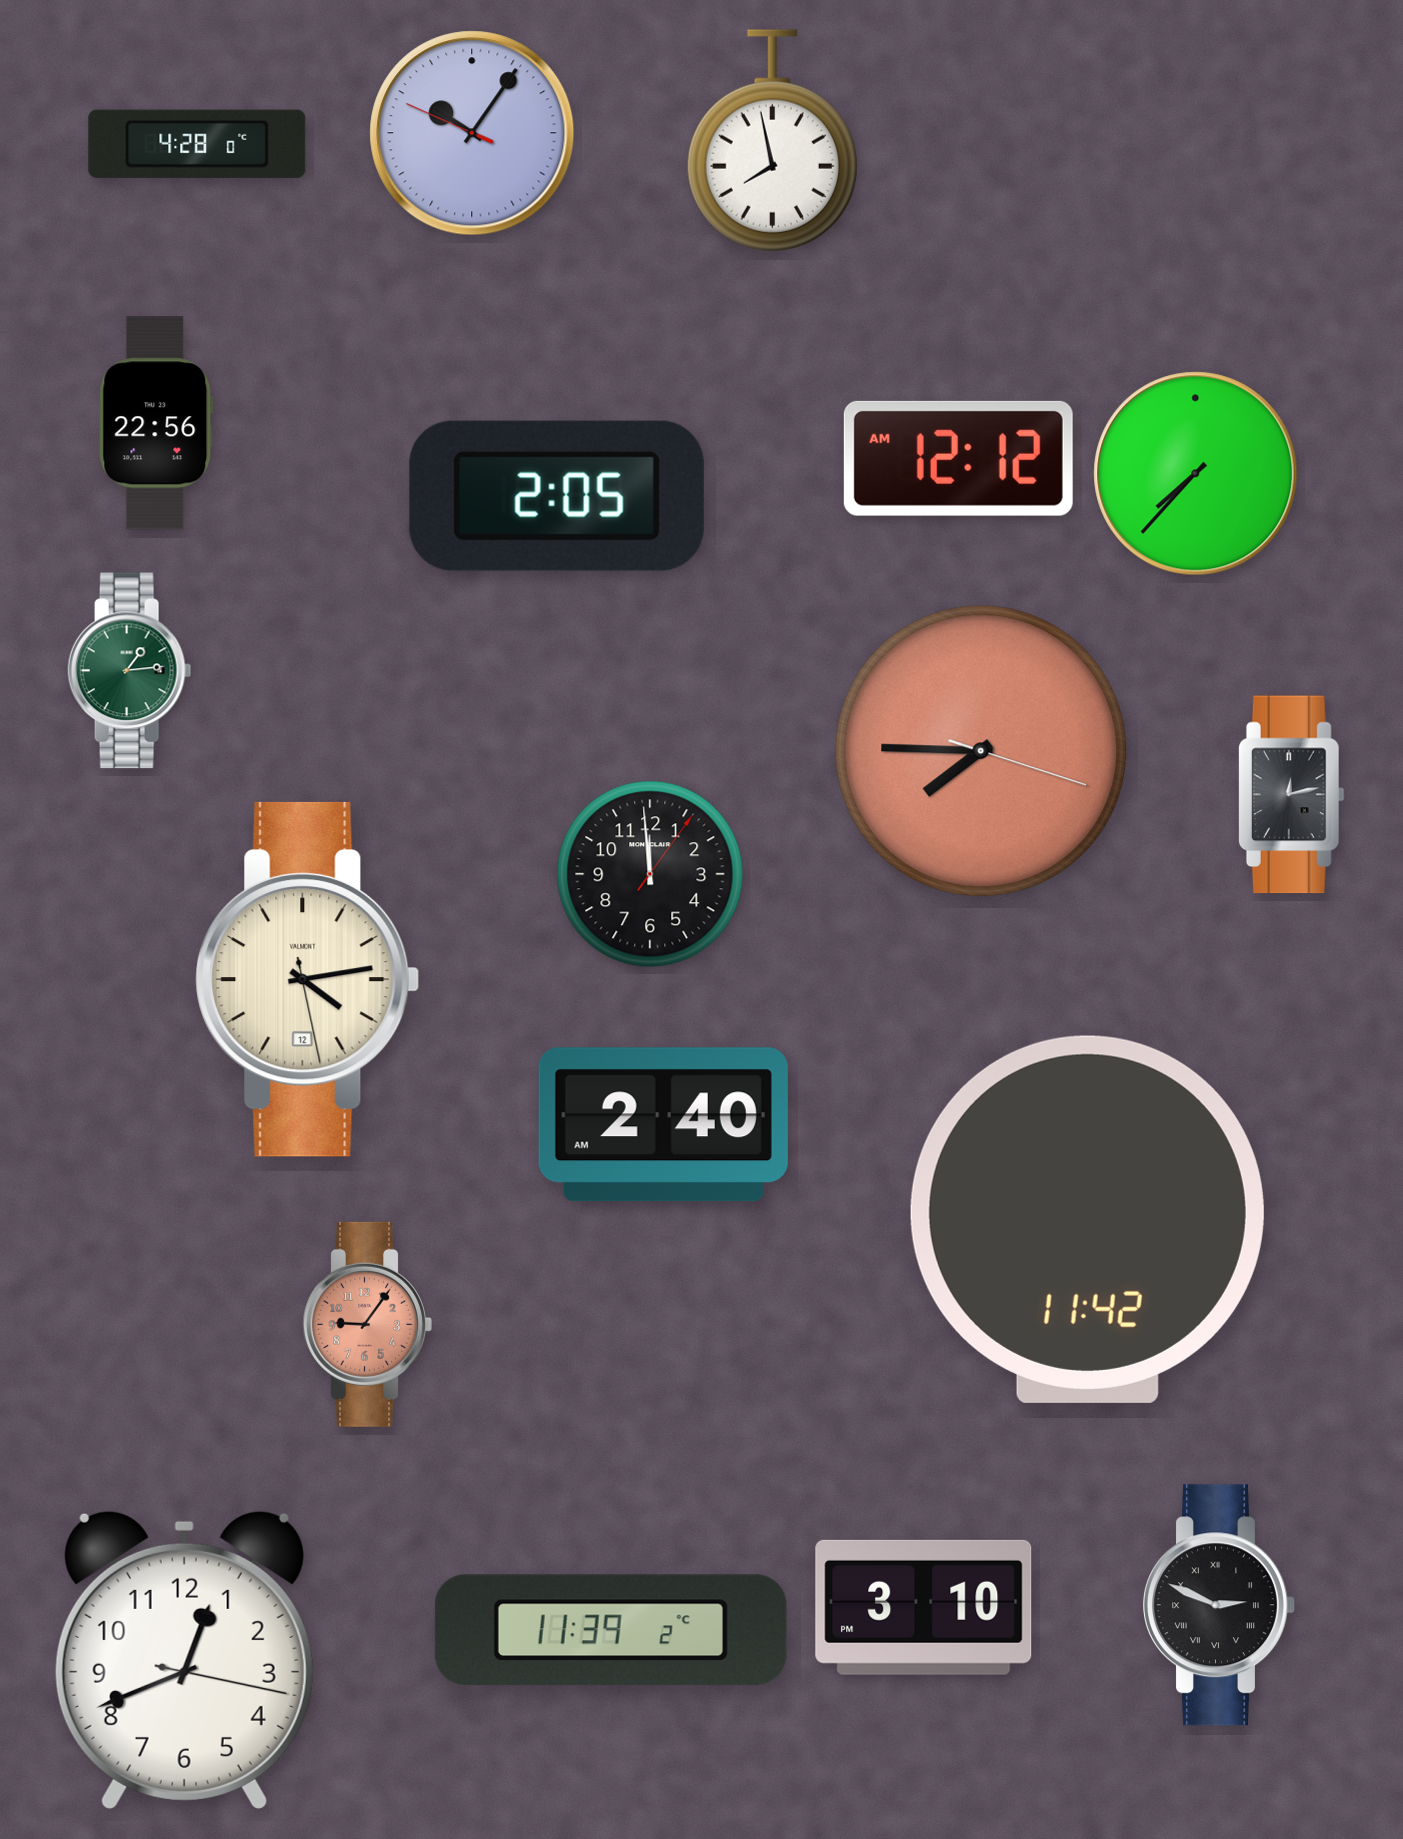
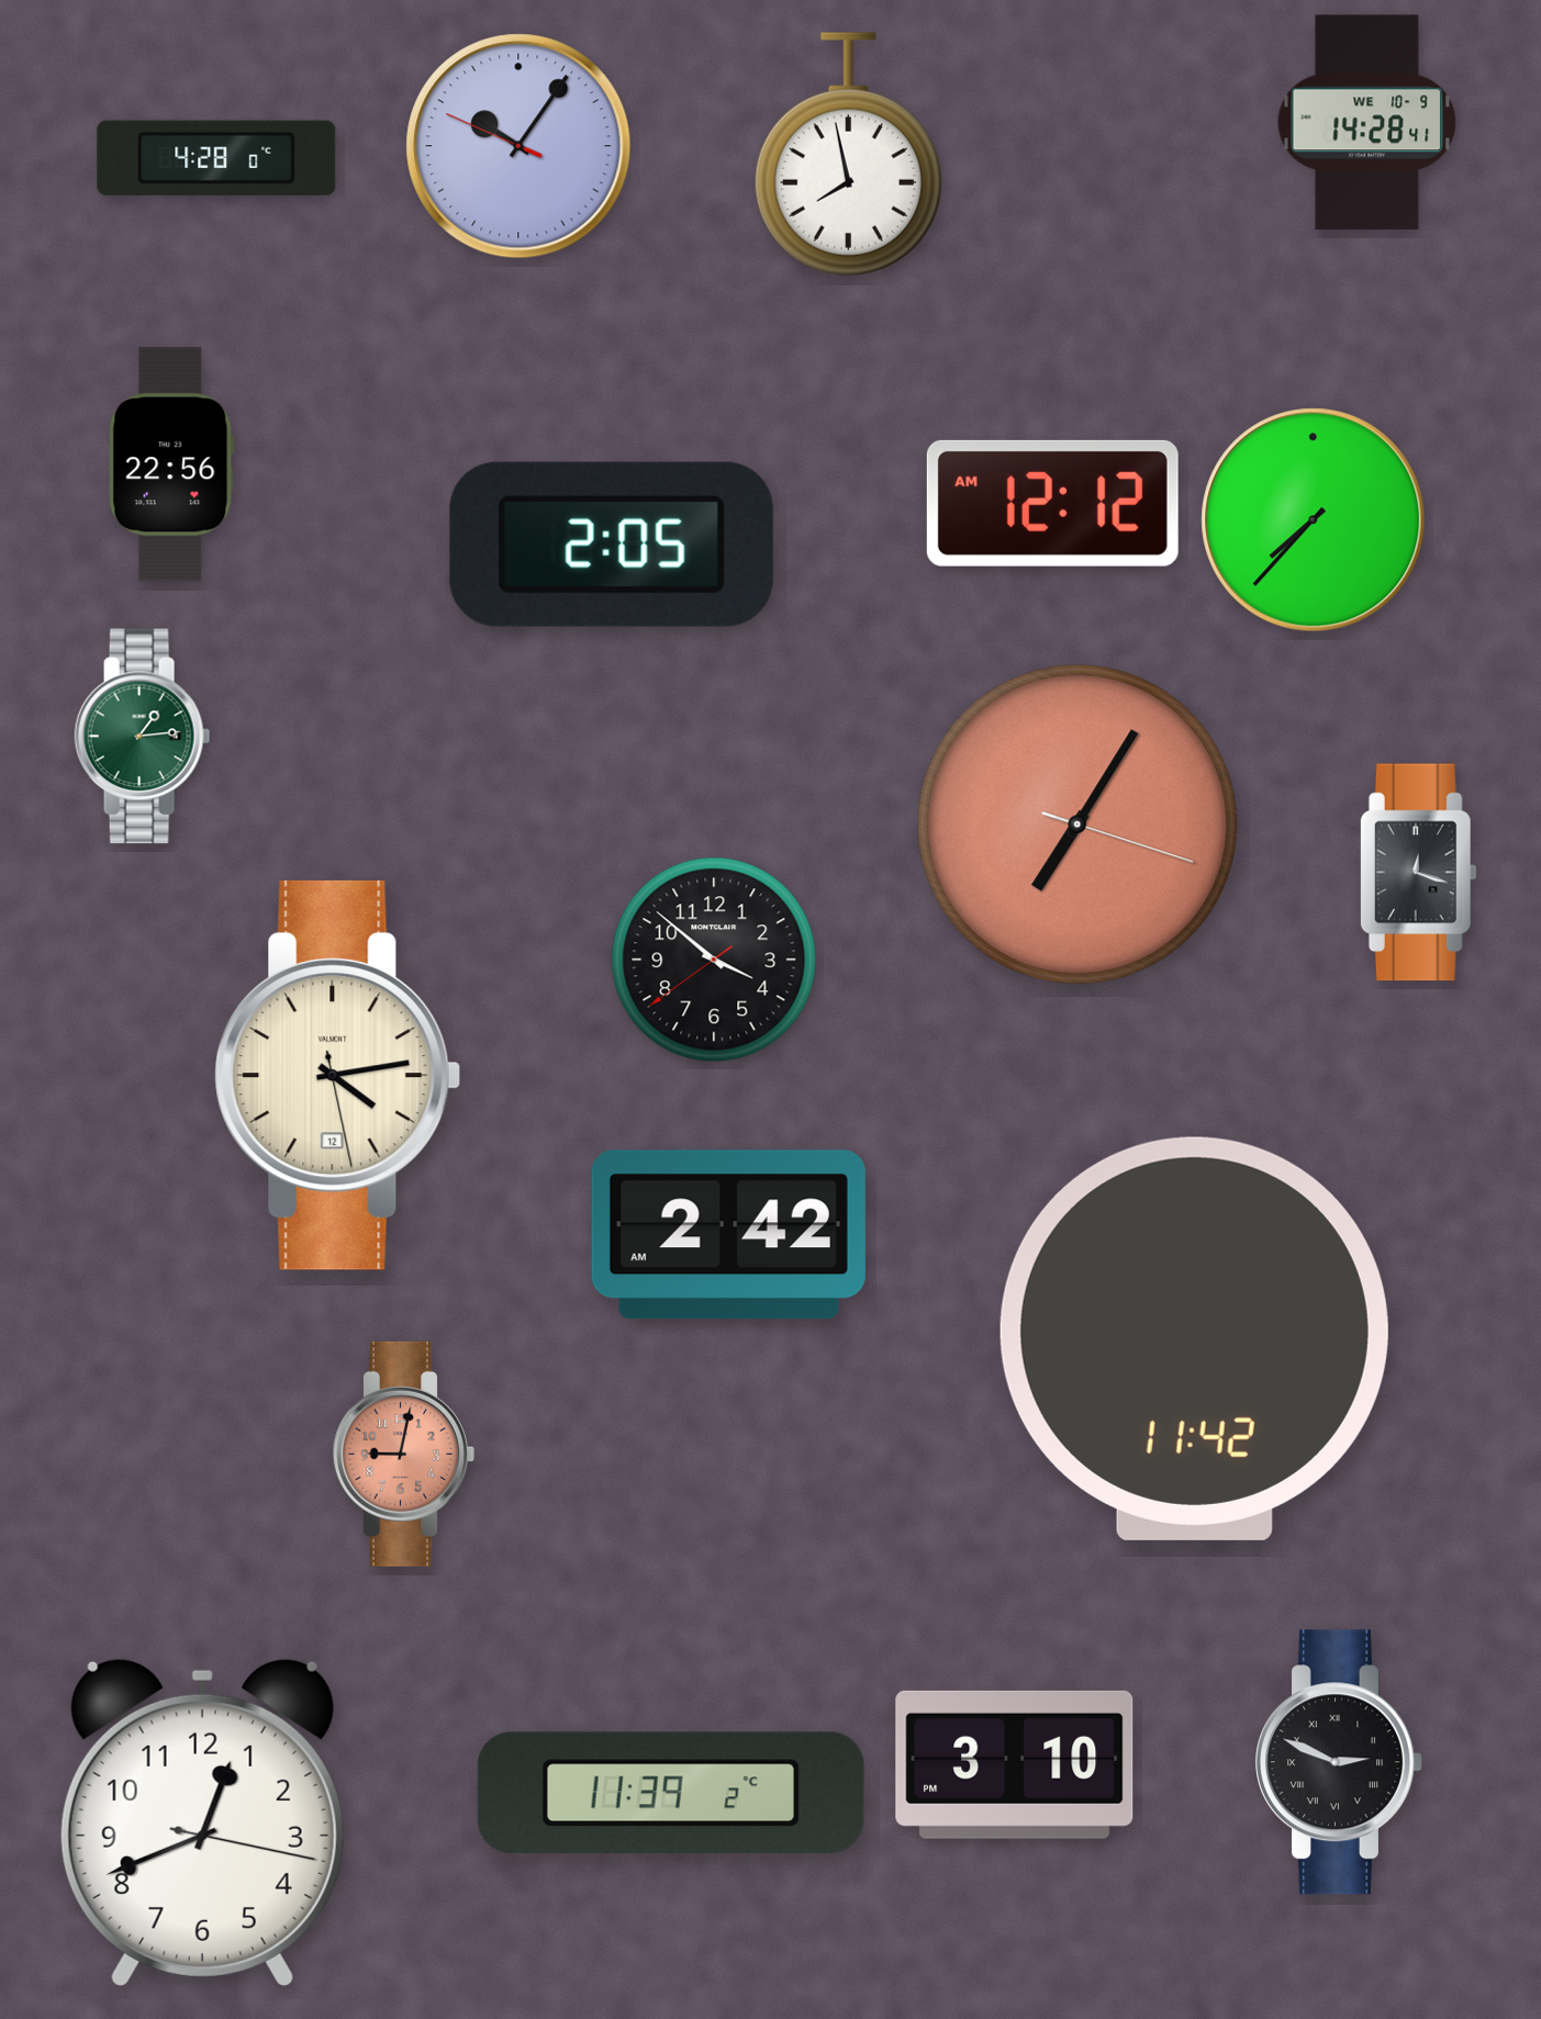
clock at (1367, 123): none -> 14:28
clock at (981, 751): 7:45 -> 7:05
clock at (1291, 795): 12:13 -> 12:18
clock at (650, 874): 11:59 -> 3:51
clock at (663, 1125): 2:40 -> 2:42
clock at (367, 1324): 9:06 -> 9:02
clock at (611, 1630) position: (611, 1630) -> (671, 1793)
